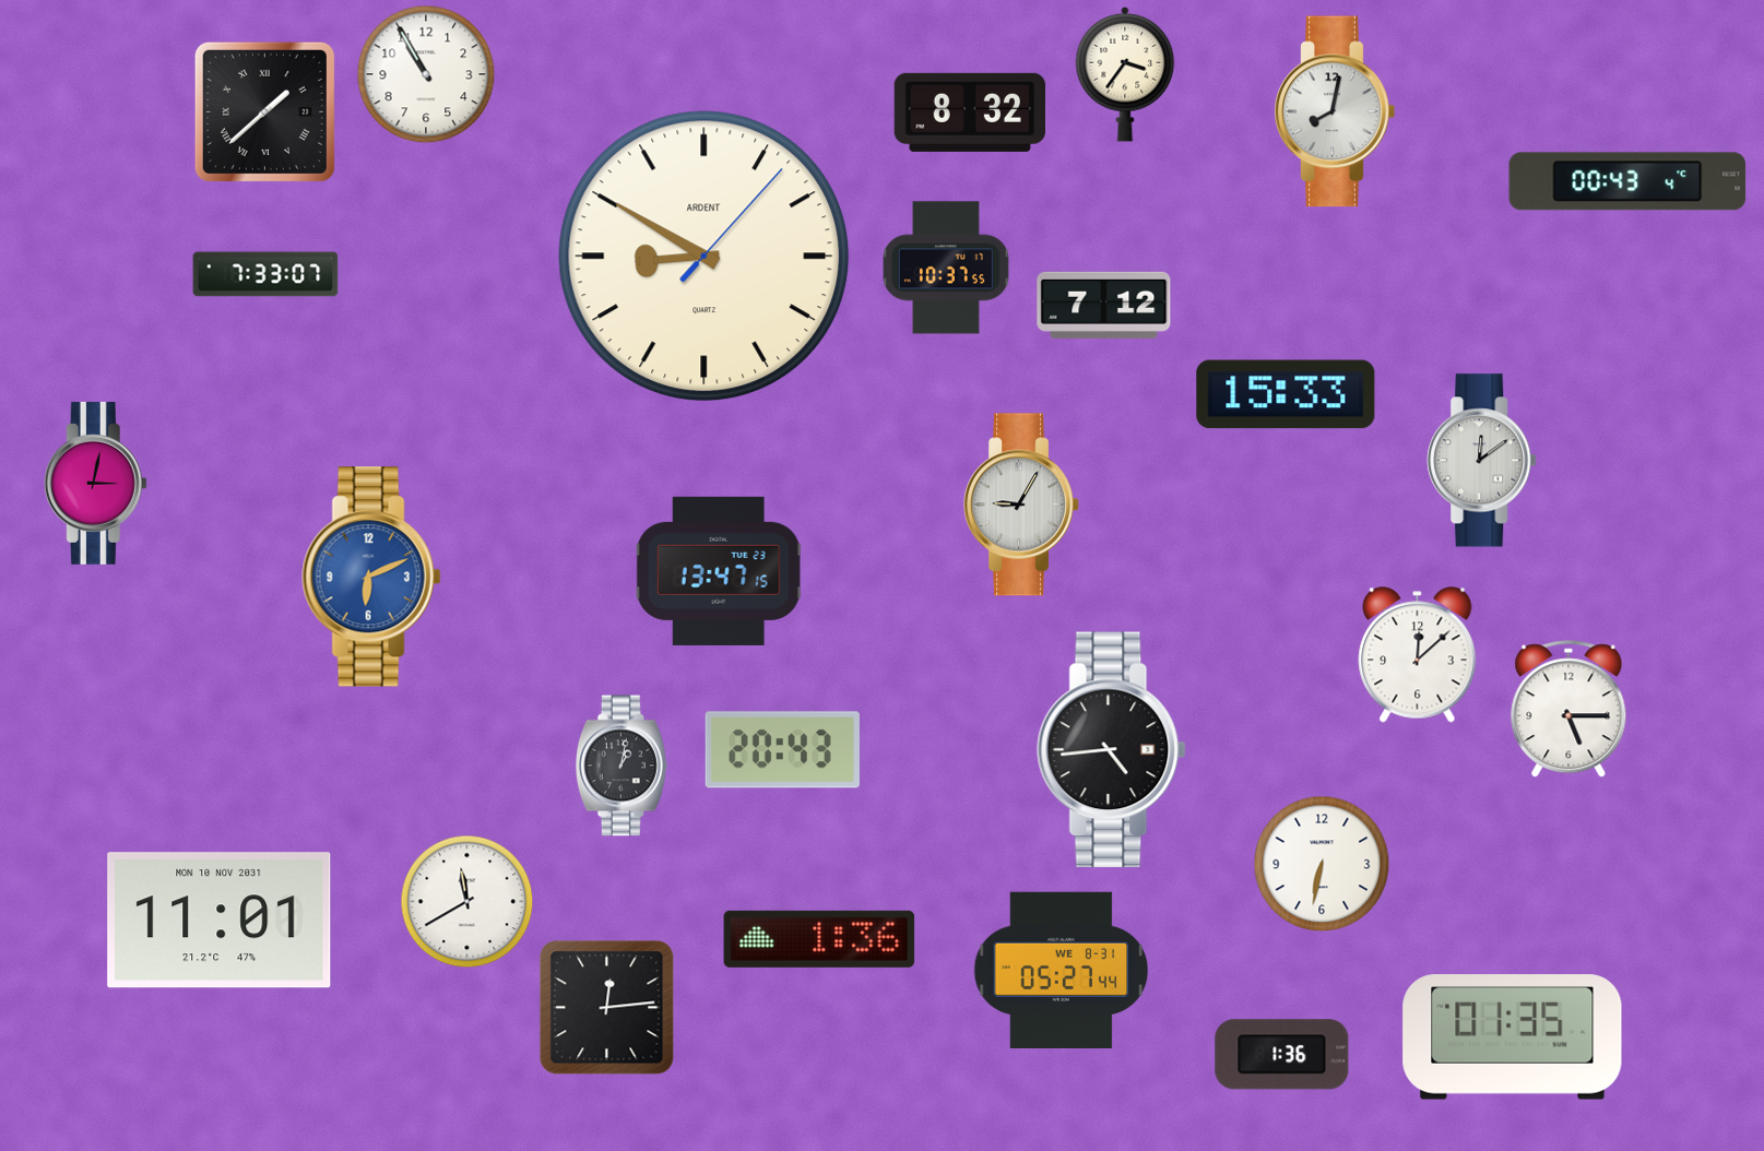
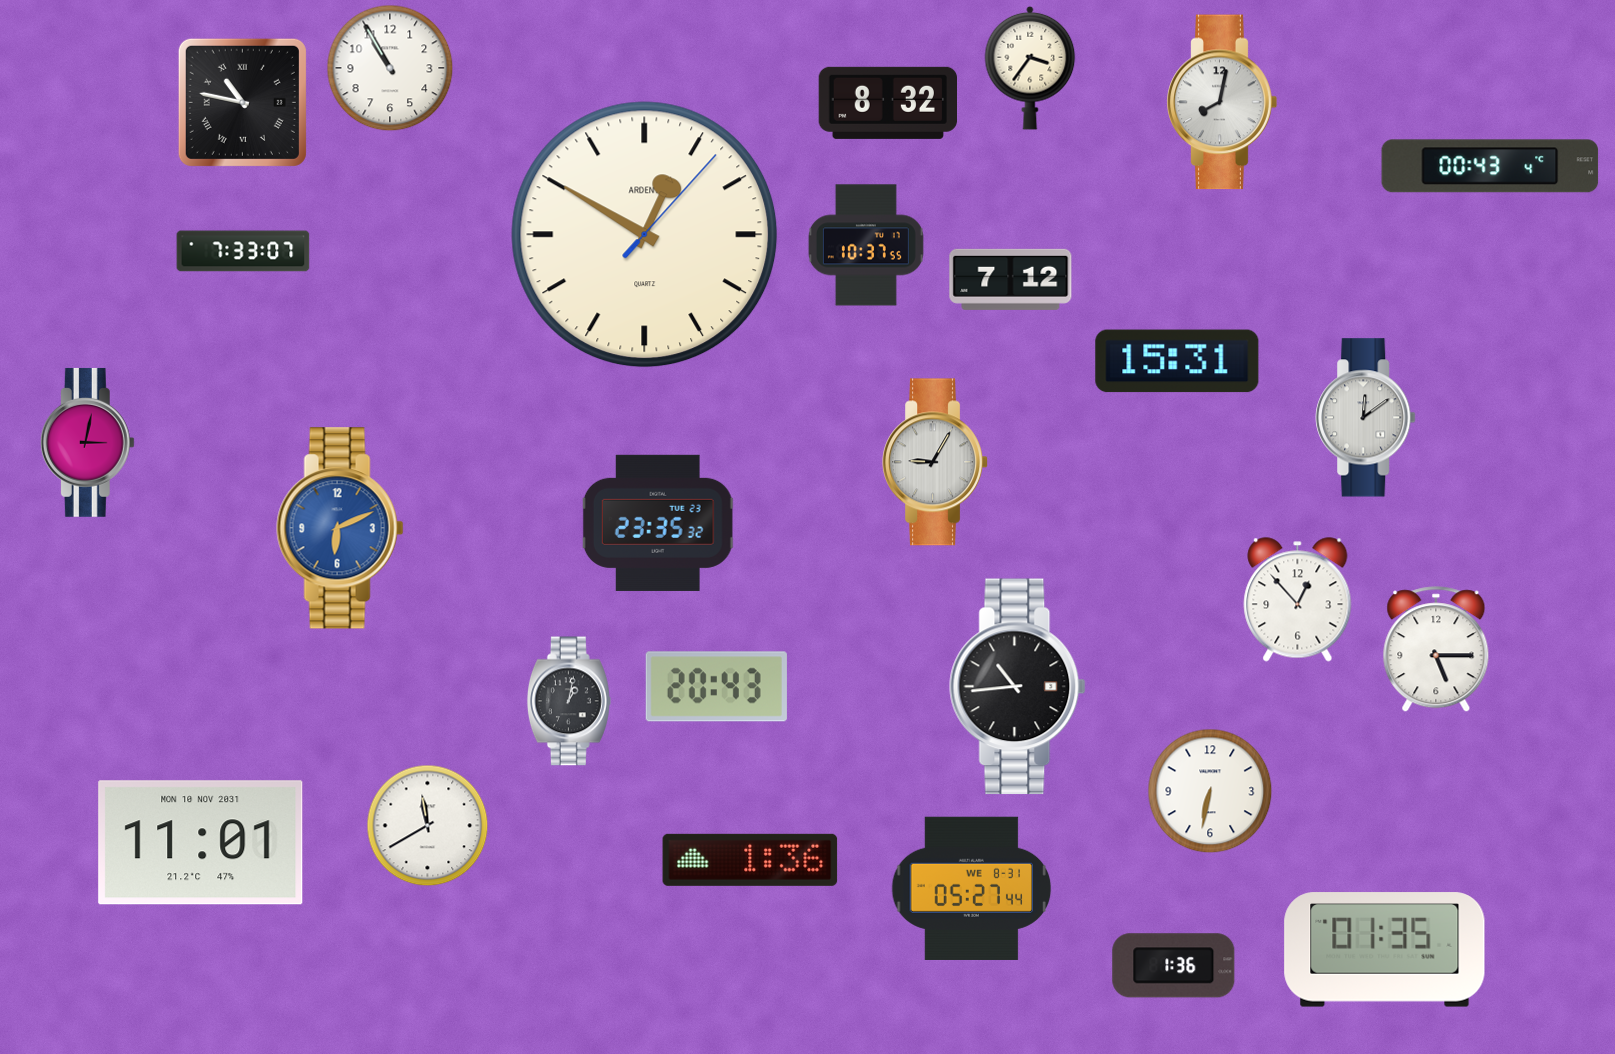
clock at (264, 111): 1:38 -> 10:47
clock at (705, 257): 8:50 -> 12:50
clock at (1286, 394): 15:33 -> 15:31
clock at (1482, 461) position: (1482, 461) -> (1366, 418)
clock at (719, 571): 13:47 -> 23:35
clock at (1418, 655): 12:08 -> 12:53
clock at (1112, 750): 4:44 -> 10:44
clock at (607, 1008): 12:14 -> none
